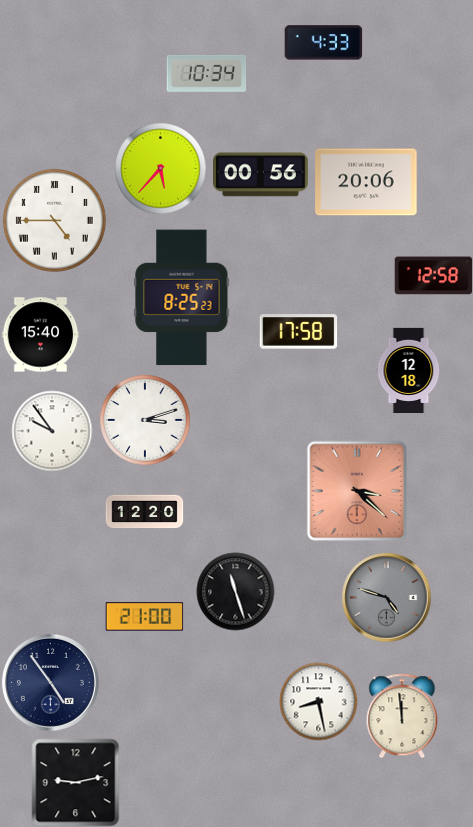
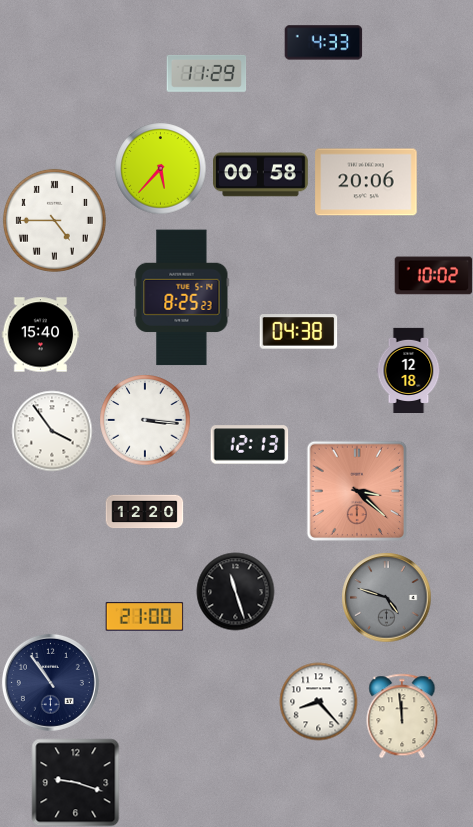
clock at (206, 73): 10:34 -> 11:29
clock at (261, 175): 00:56 -> 00:58
clock at (433, 276): 12:58 -> 10:02
clock at (298, 332): 17:58 -> 04:38
clock at (145, 420): 3:12 -> 3:16
clock at (52, 431): 9:54 -> 3:54
clock at (249, 445): none -> 12:13
clock at (50, 682): 4:54 -> 10:54
clock at (318, 701): 8:28 -> 8:23
clock at (75, 782): 9:13 -> 9:18
